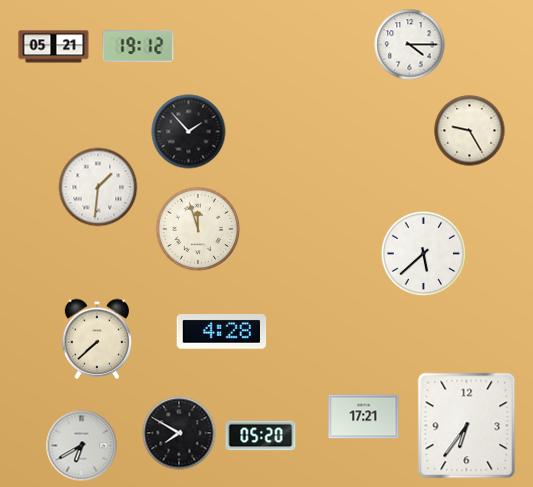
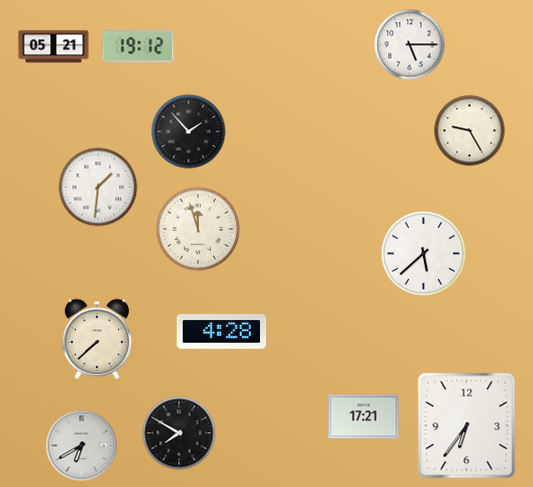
clock at (410, 45): 4:15 -> 5:15
clock at (261, 436): 05:20 -> none
